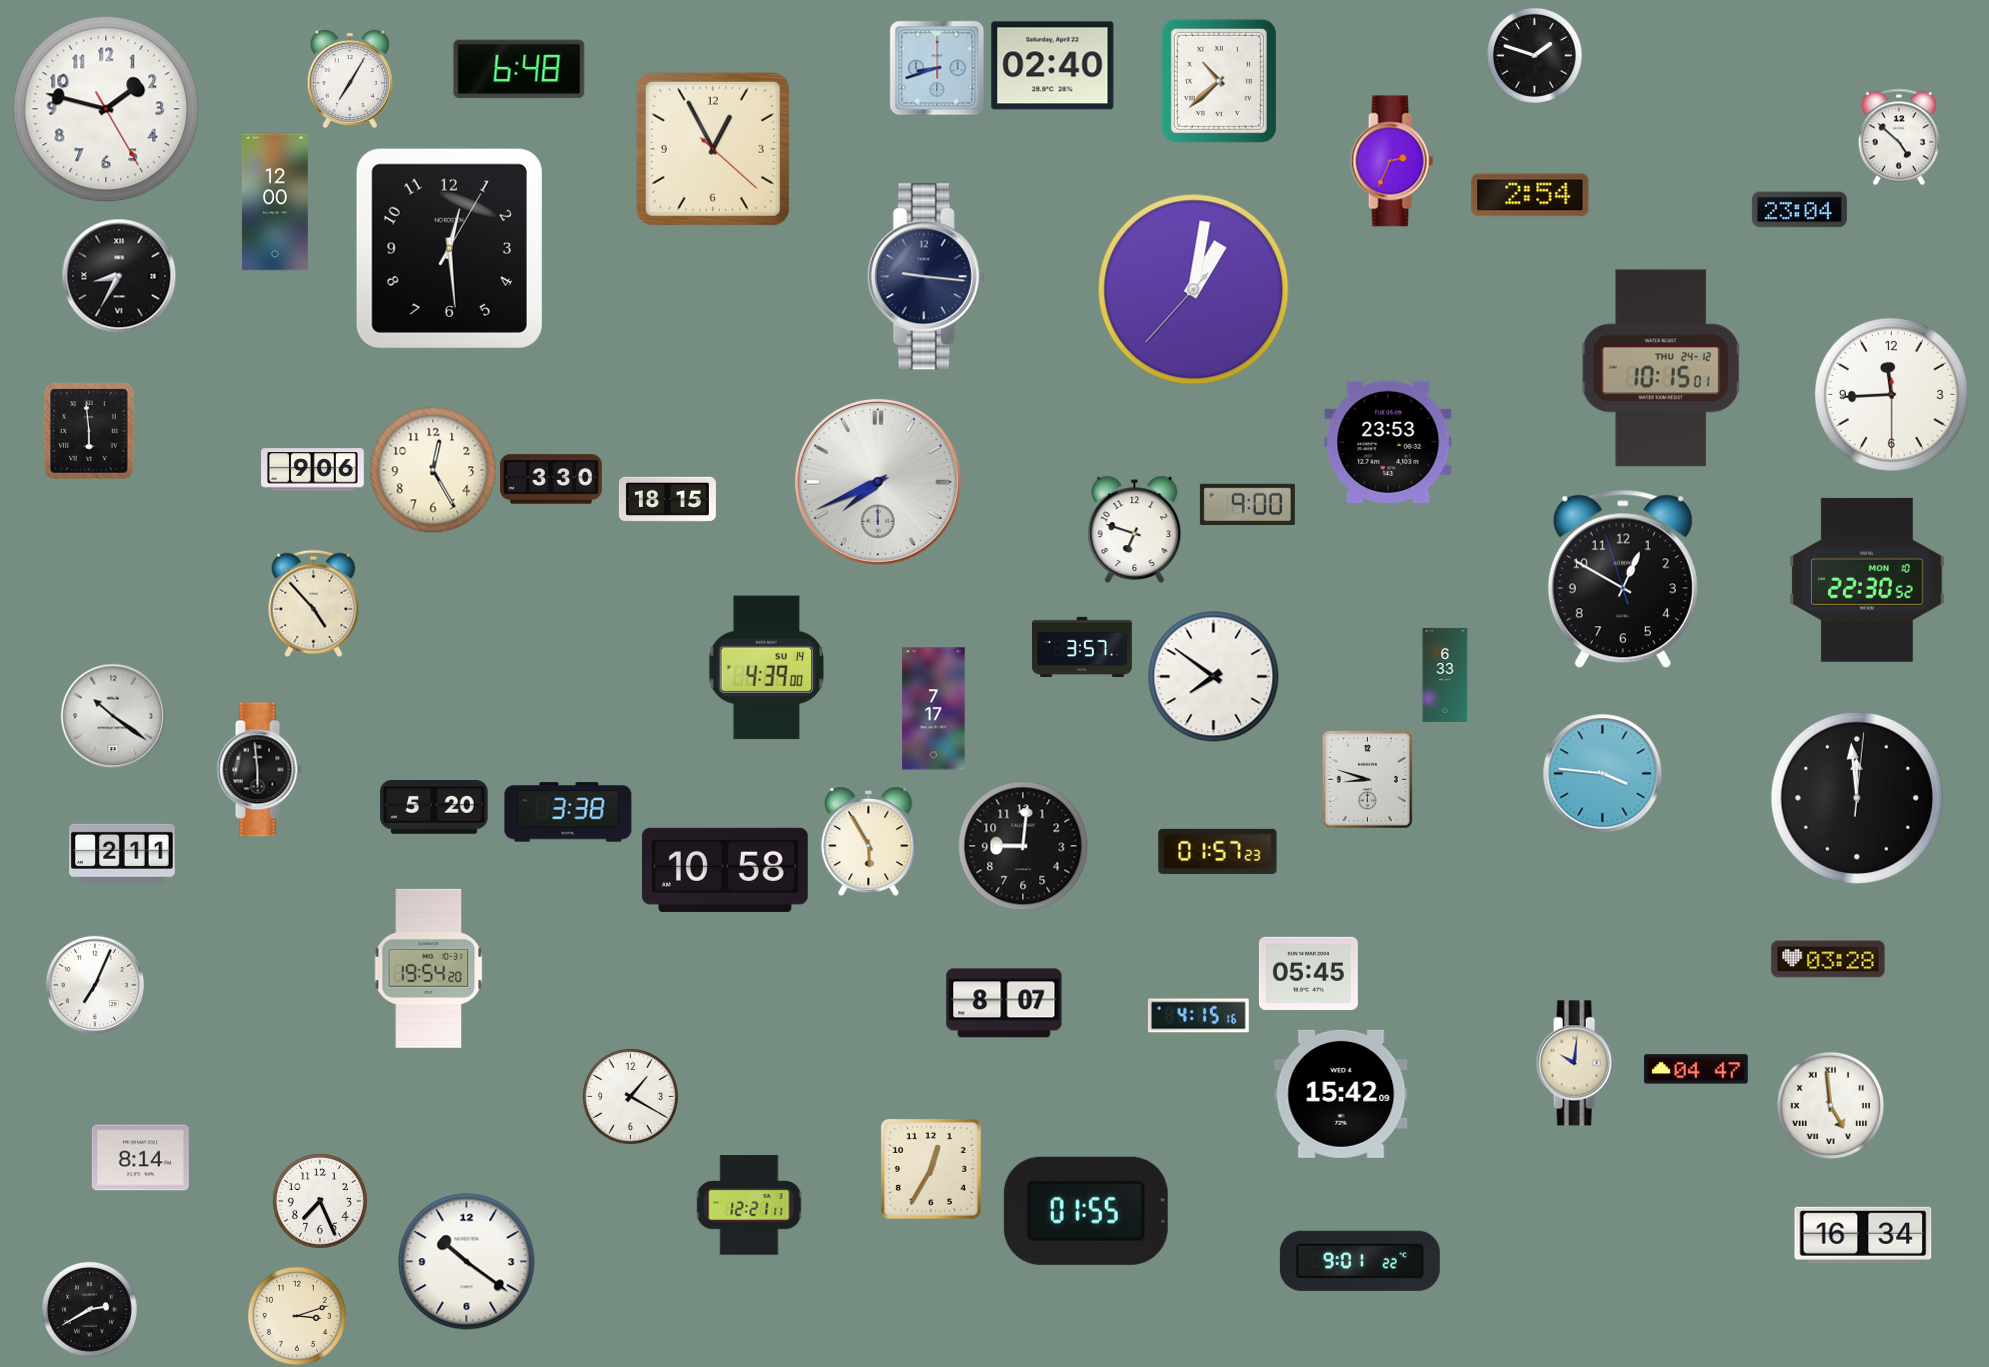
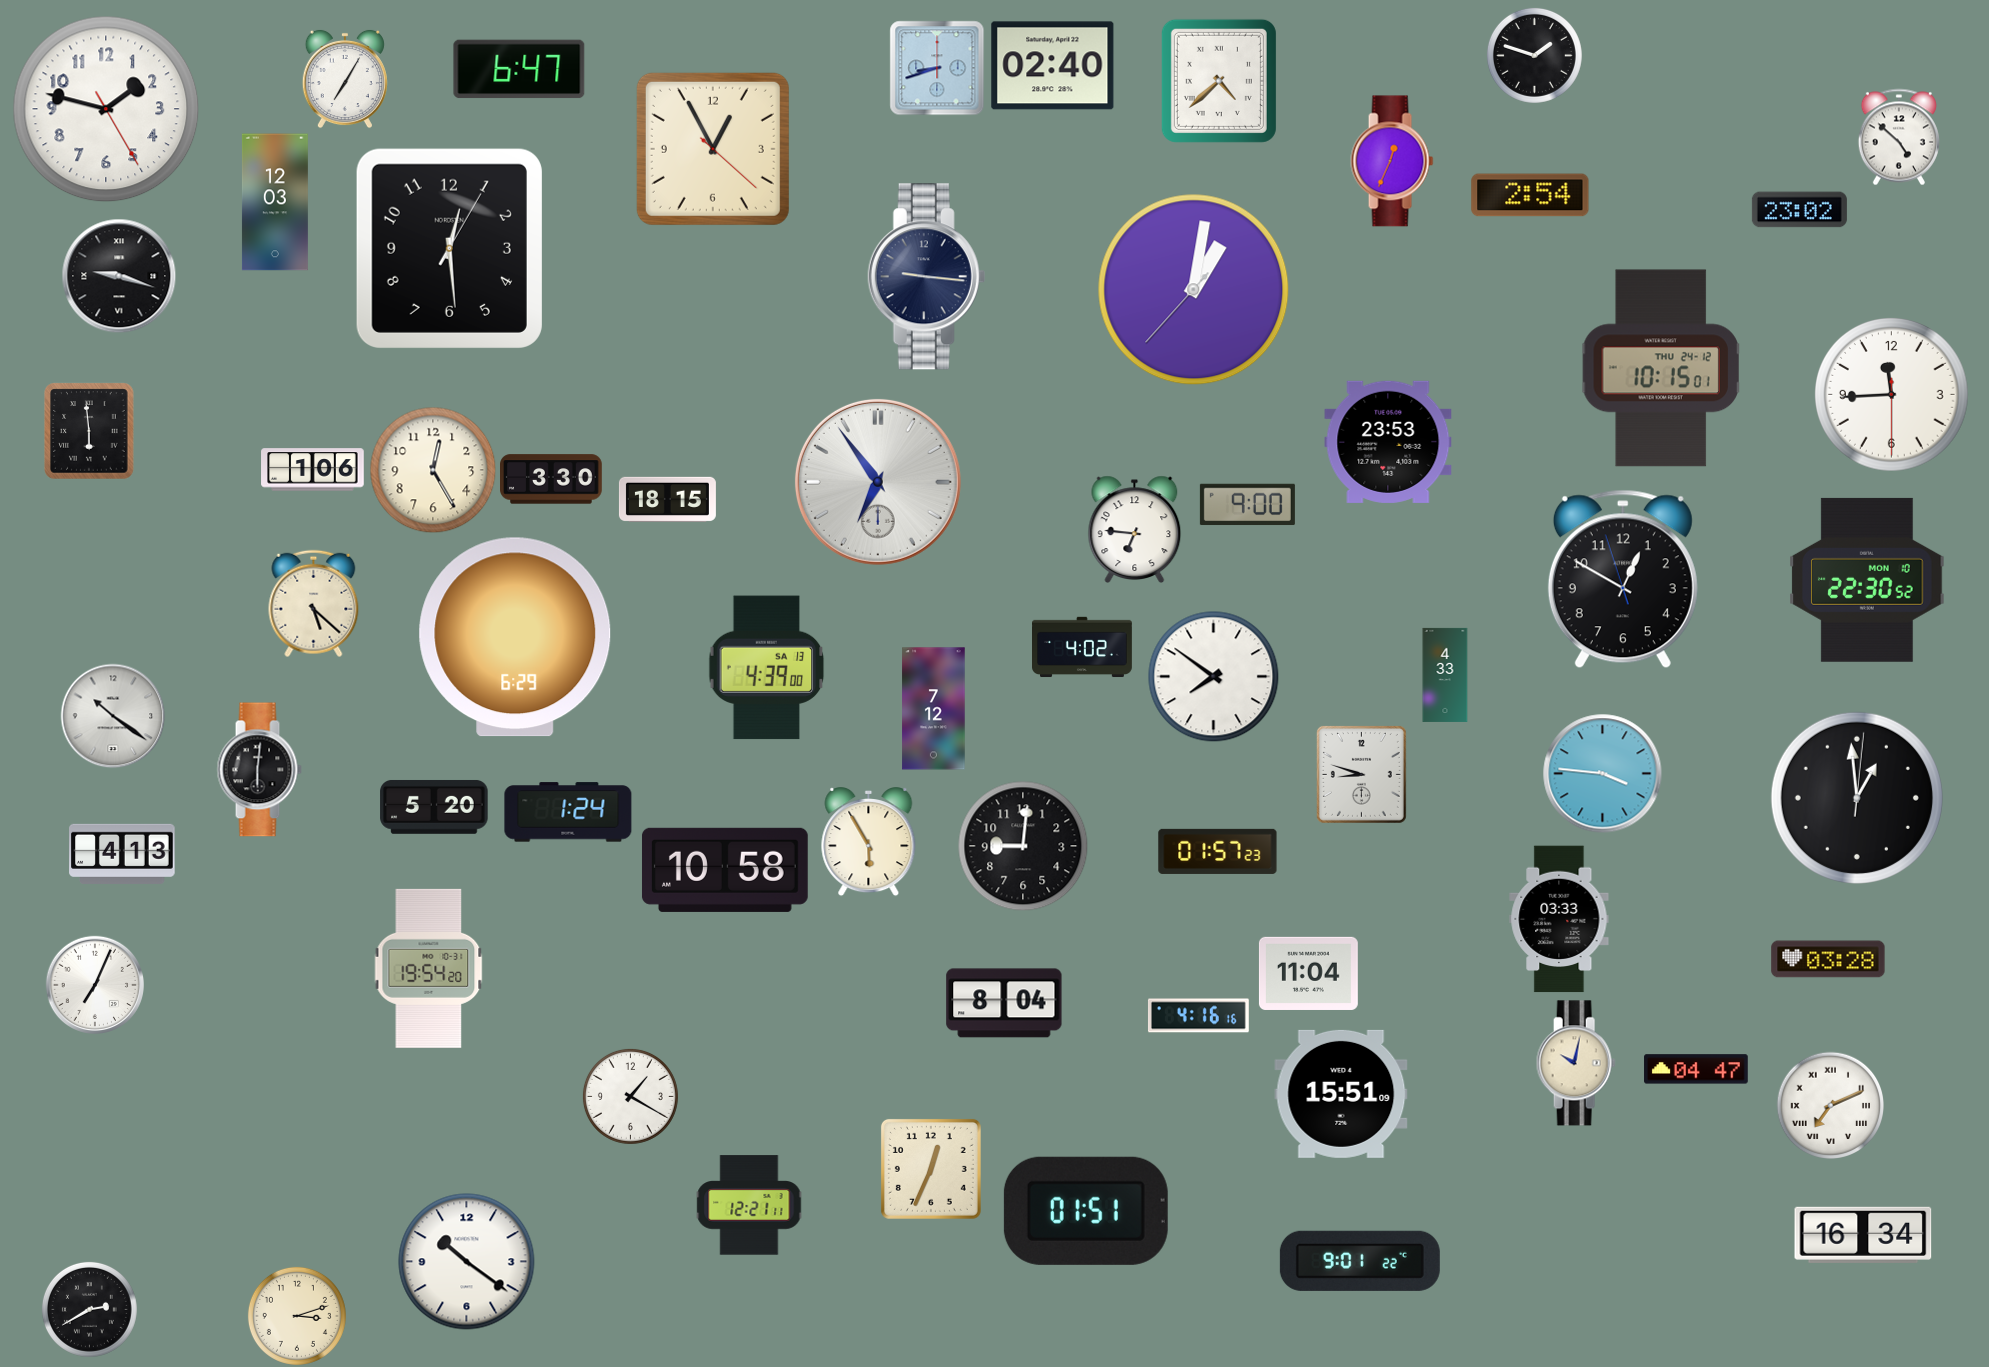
clock at (519, 69): 6:48 -> 6:47
clock at (350, 79) position: (350, 79) -> (345, 79)
clock at (1219, 81): 10:38 -> 4:38
clock at (1392, 161): 2:34 -> 12:34
clock at (275, 202): 12:00 -> 12:03
clock at (1799, 210): 23:04 -> 23:02
clock at (119, 276): 8:35 -> 9:18
clock at (313, 470): 9:06 -> 1:06
clock at (878, 482): 7:41 -> 6:54
clock at (1135, 529): 6:48 -> 6:46
clock at (314, 603): 4:53 -> 5:22
clock at (515, 637): none -> 6:29
clock at (1083, 647): 3:57 -> 4:02
clock at (767, 668) date: SU 14 -> SA 13
clock at (1445, 675): 6:33 -> 4:33
clock at (934, 709): 7:17 -> 7:12
clock at (259, 770): 5:59 -> 6:01
clock at (1367, 779) position: (1367, 779) -> (1361, 774)
clock at (1857, 798): 11:59 -> 12:59
clock at (568, 812): 3:38 -> 1:24
clock at (122, 854): 2:11 -> 4:13
clock at (1559, 919): none -> 03:33
clock at (1308, 973): 05:45 -> 11:04
clock at (1004, 1003): 8:07 -> 8:04
clock at (1198, 1016): 4:15 -> 4:16
clock at (1576, 1063): 10:01 -> 10:02
clock at (1341, 1094): 15:42 -> 15:51
clock at (1830, 1105): 4:59 -> 7:11
clock at (140, 1158): 8:14 -> none
clock at (931, 1169): 12:35 -> 12:34
clock at (320, 1201): 7:26 -> none
clock at (1086, 1211): 01:55 -> 01:51
